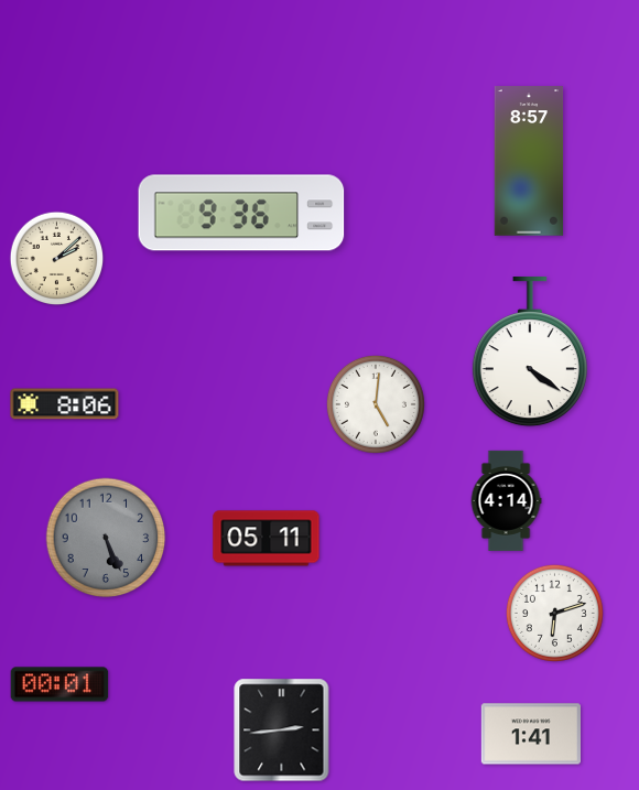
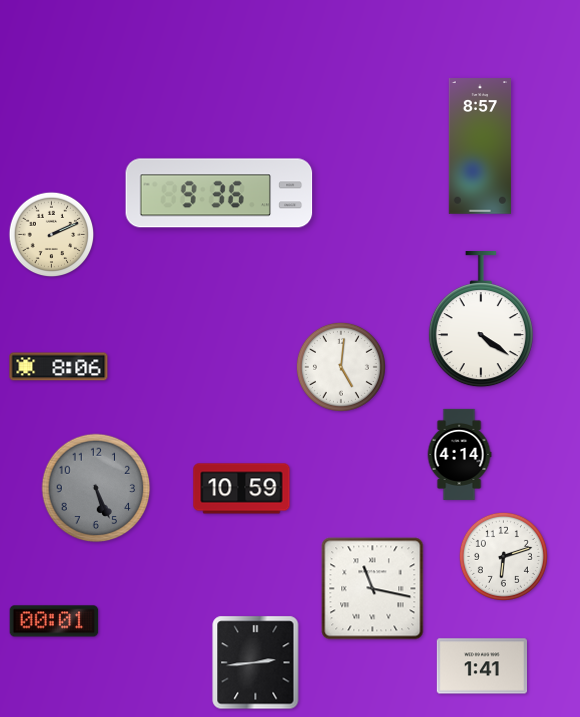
clock at (57, 259): 2:08 -> 2:11
clock at (267, 539): 05:11 -> 10:59
clock at (373, 589): none -> 11:17
